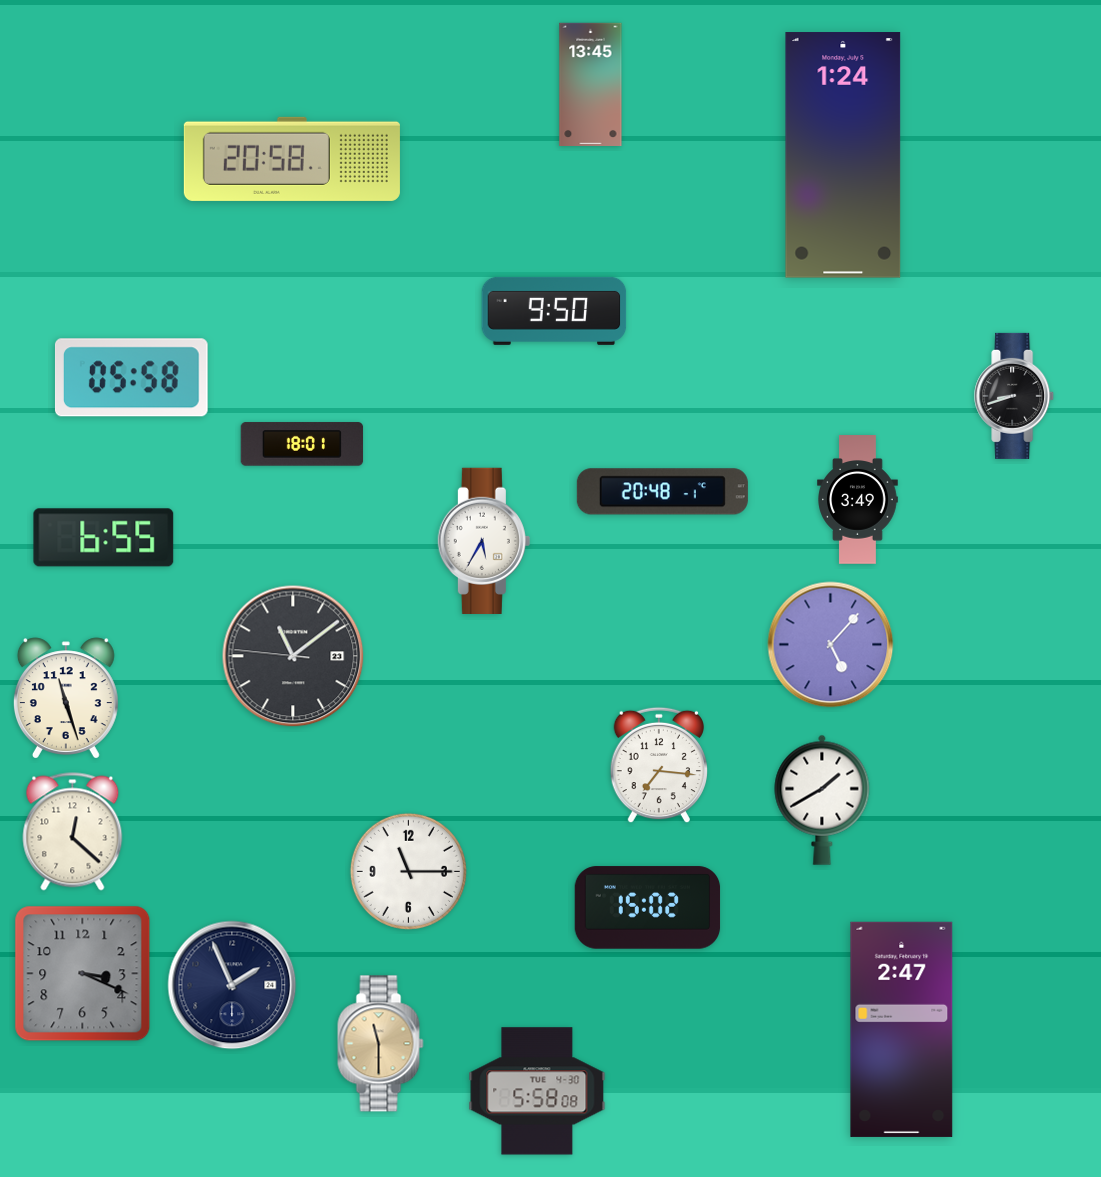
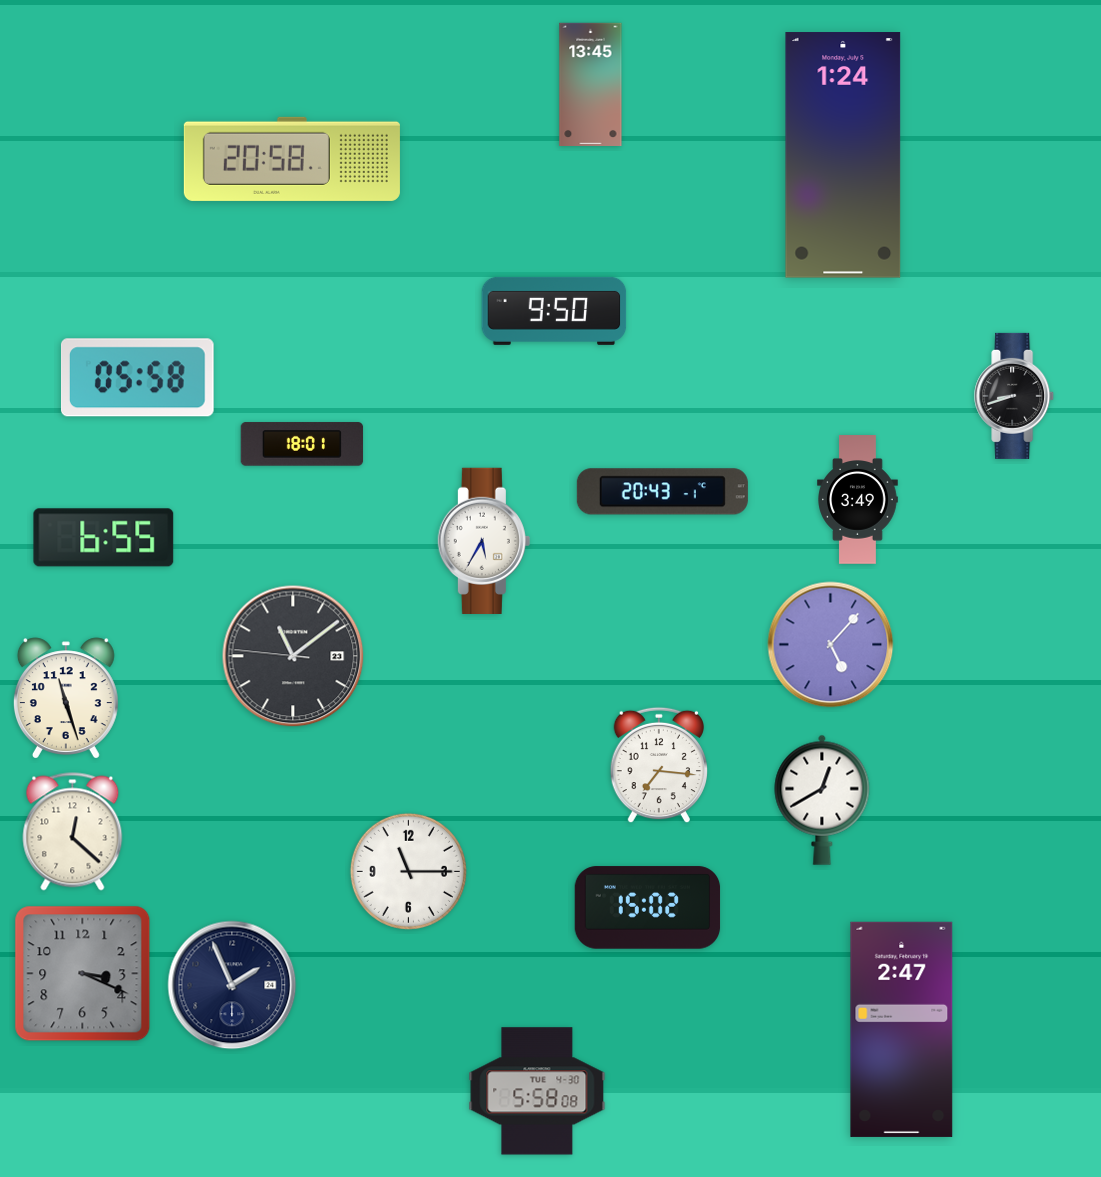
clock at (131, 378) position: (131, 378) -> (137, 378)
clock at (662, 492): 20:48 -> 20:43
clock at (822, 800): 1:40 -> 12:40
clock at (381, 1044): 11:30 -> none
